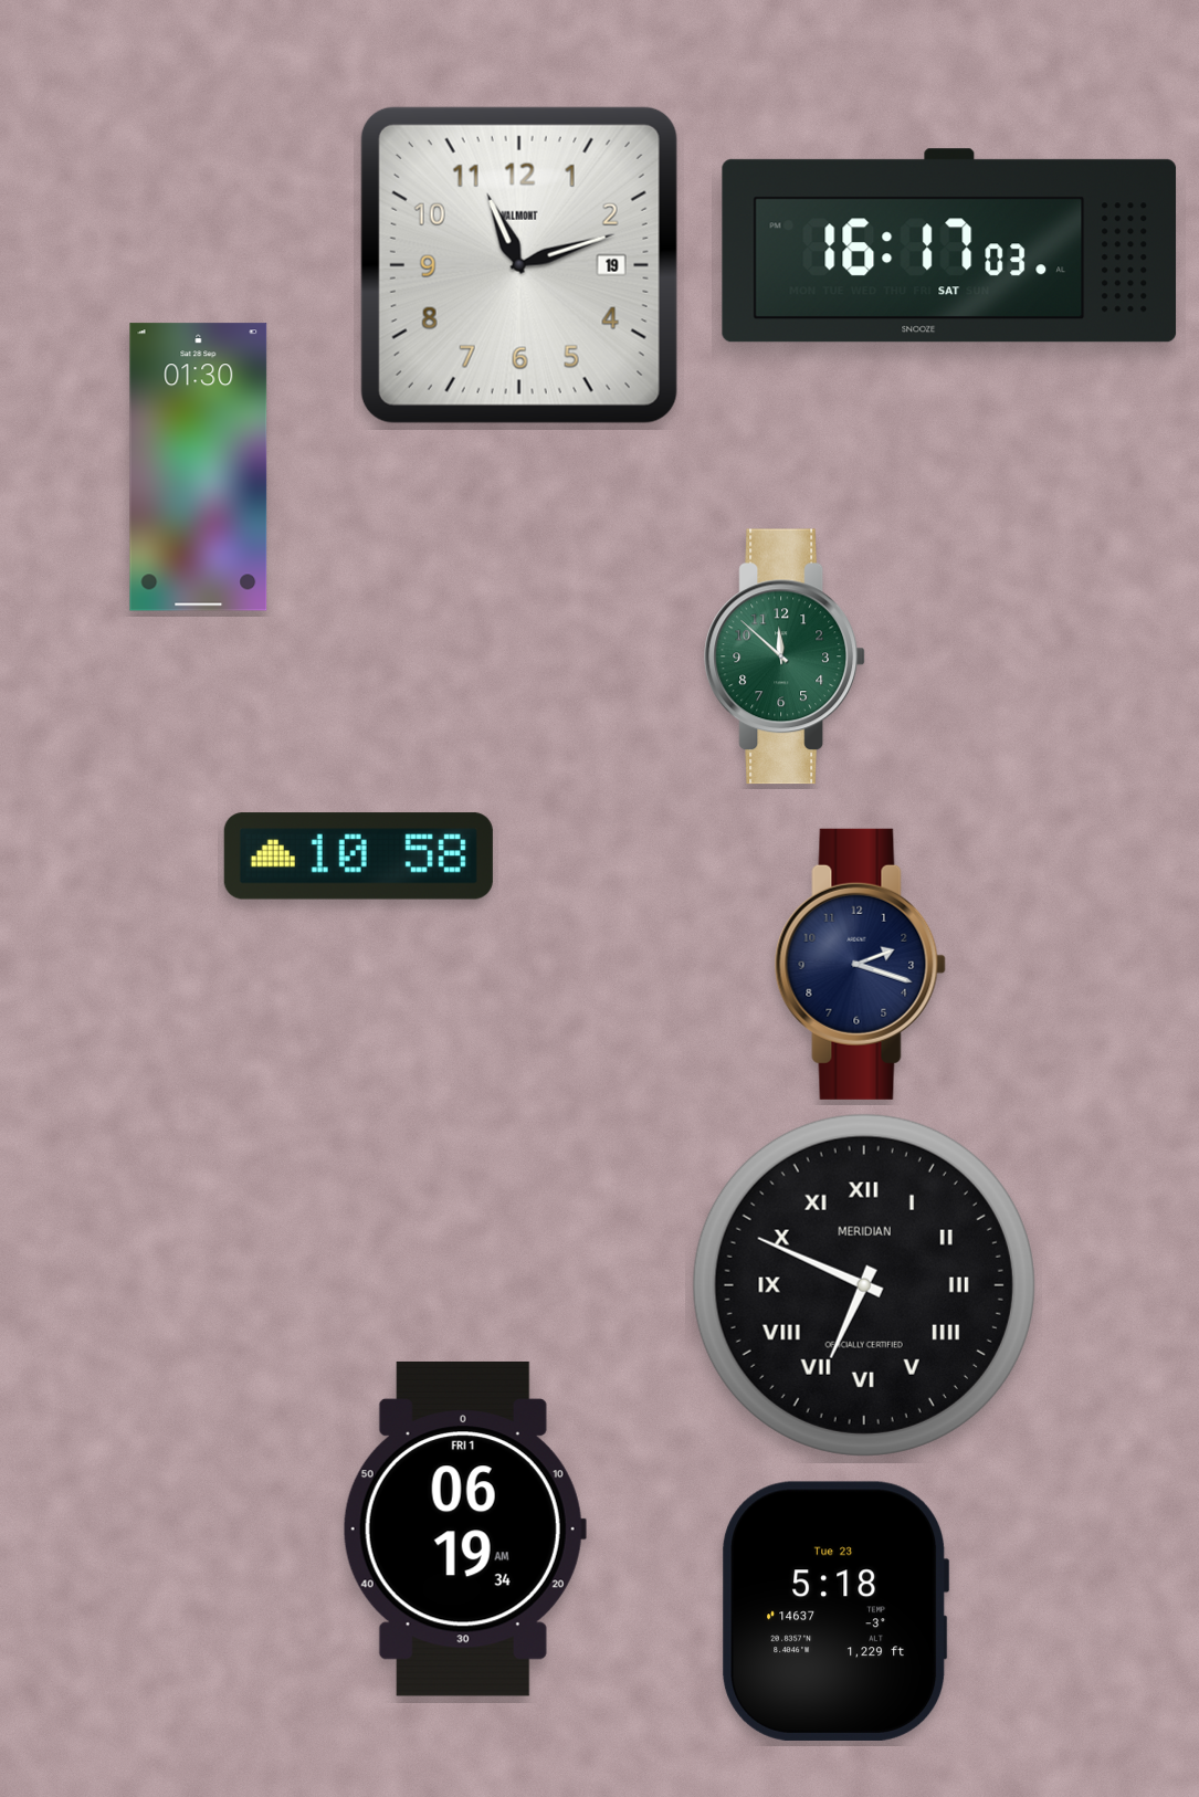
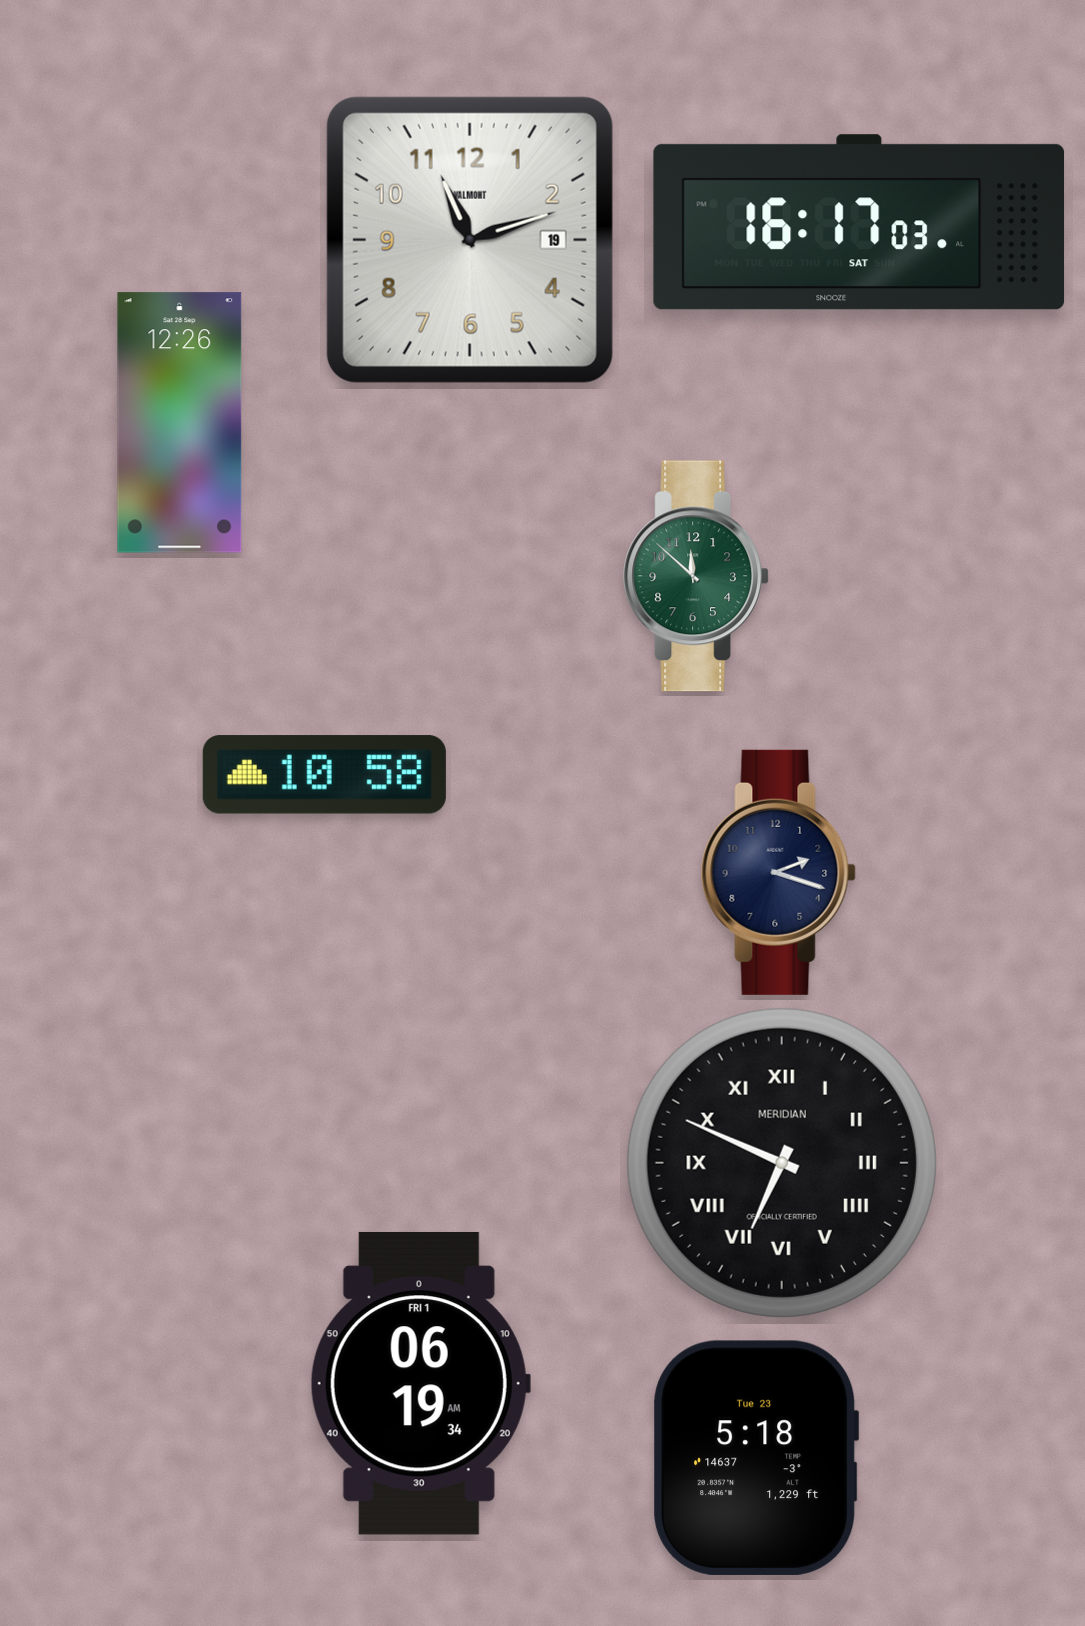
clock at (199, 467): 01:30 -> 12:26
clock at (785, 656) position: (785, 656) -> (696, 576)
